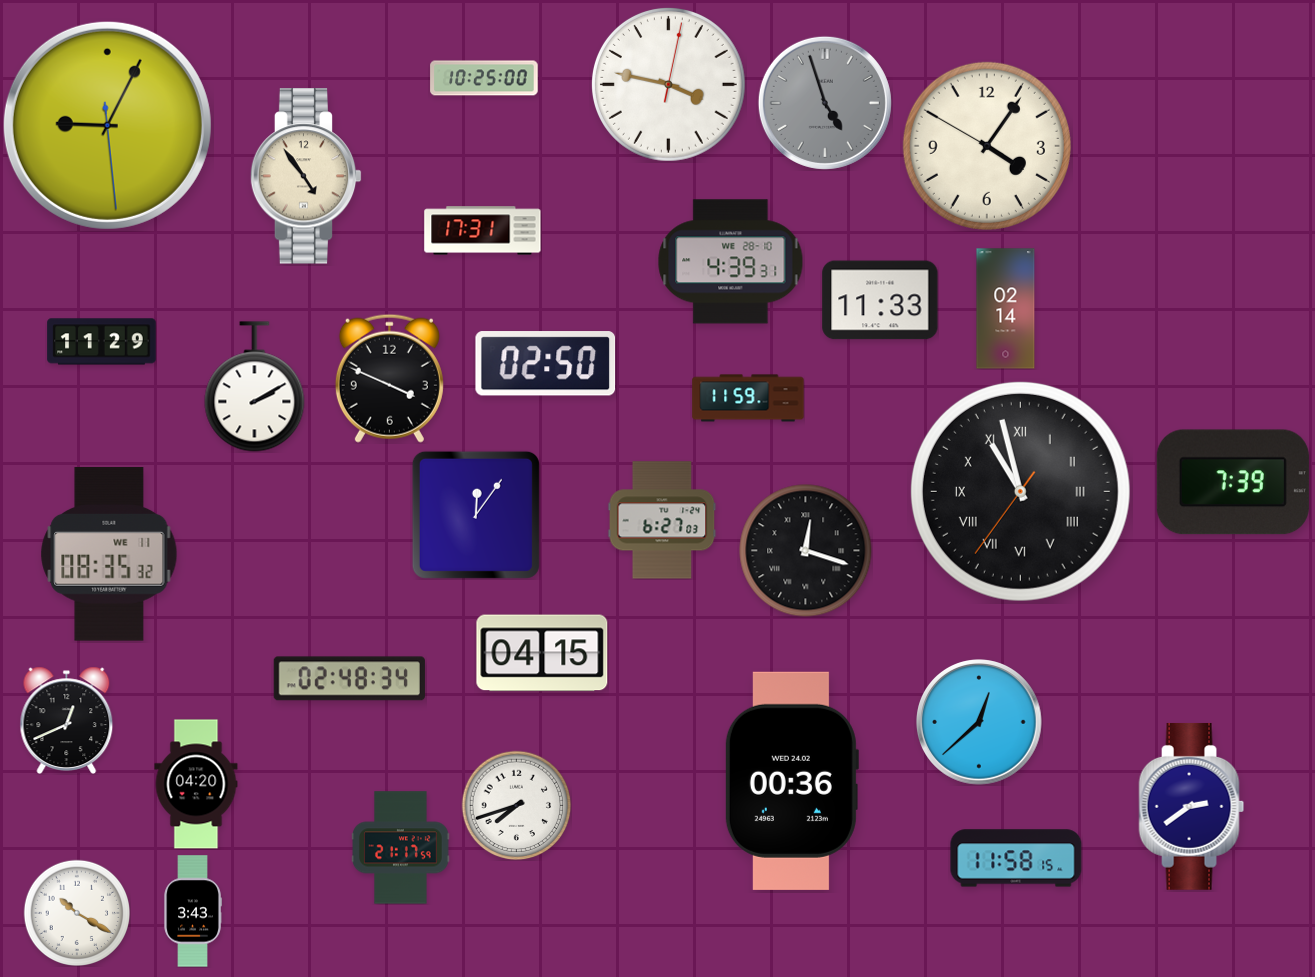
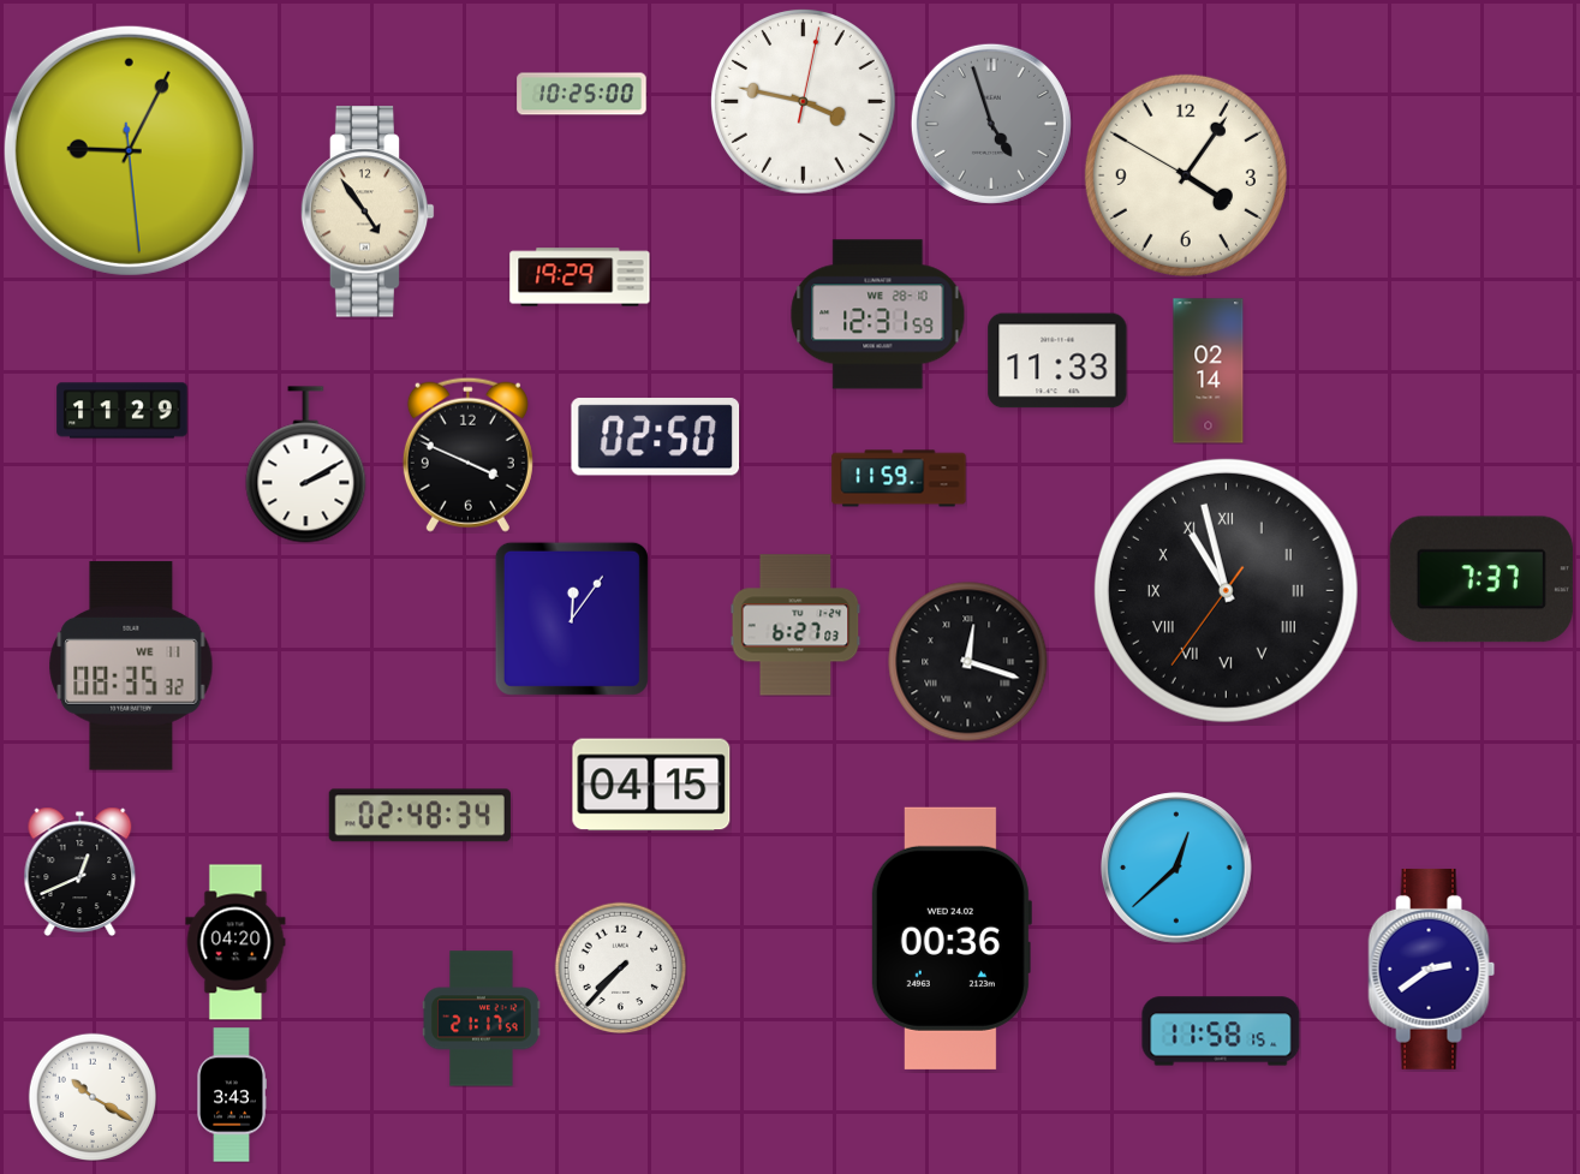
clock at (483, 231): 17:31 -> 19:29
clock at (731, 262): 4:39 -> 12:31
clock at (1233, 482): 7:39 -> 7:37
clock at (67, 720) position: (67, 720) -> (81, 871)
clock at (516, 805): 7:42 -> 7:37
